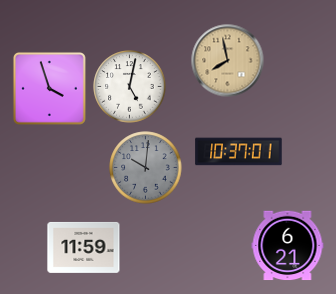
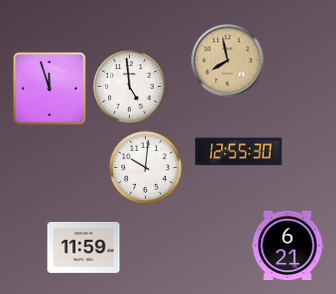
clock at (130, 87): 5:02 -> 4:59
clock at (49, 88): 3:57 -> 11:57
clock at (239, 152): 10:37 -> 12:55
clock at (146, 168) dial: grey -> white
